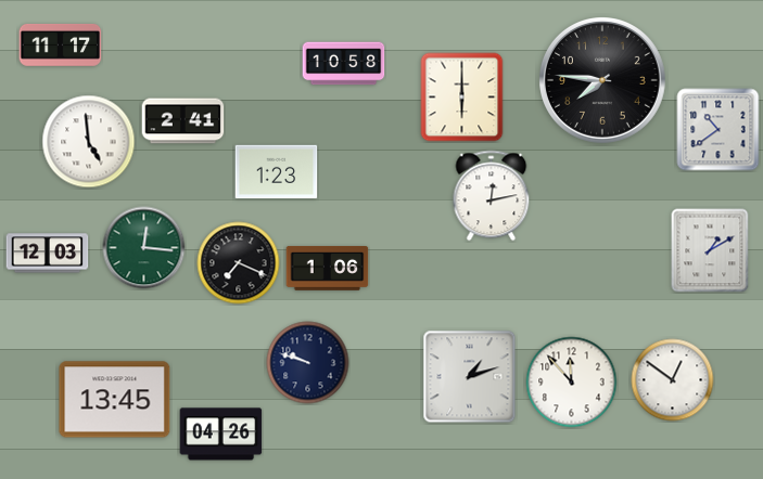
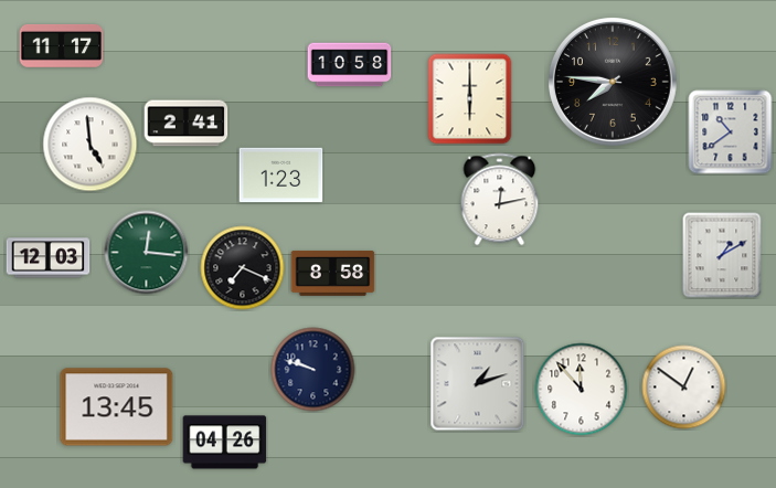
clock at (328, 269): 1:06 -> 8:58
